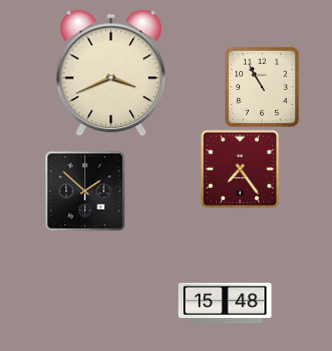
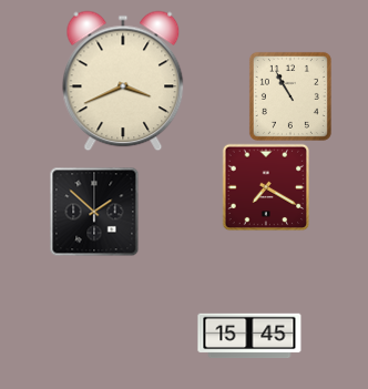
clock at (240, 169): 7:24 -> 7:20
clock at (225, 303): 15:48 -> 15:45
